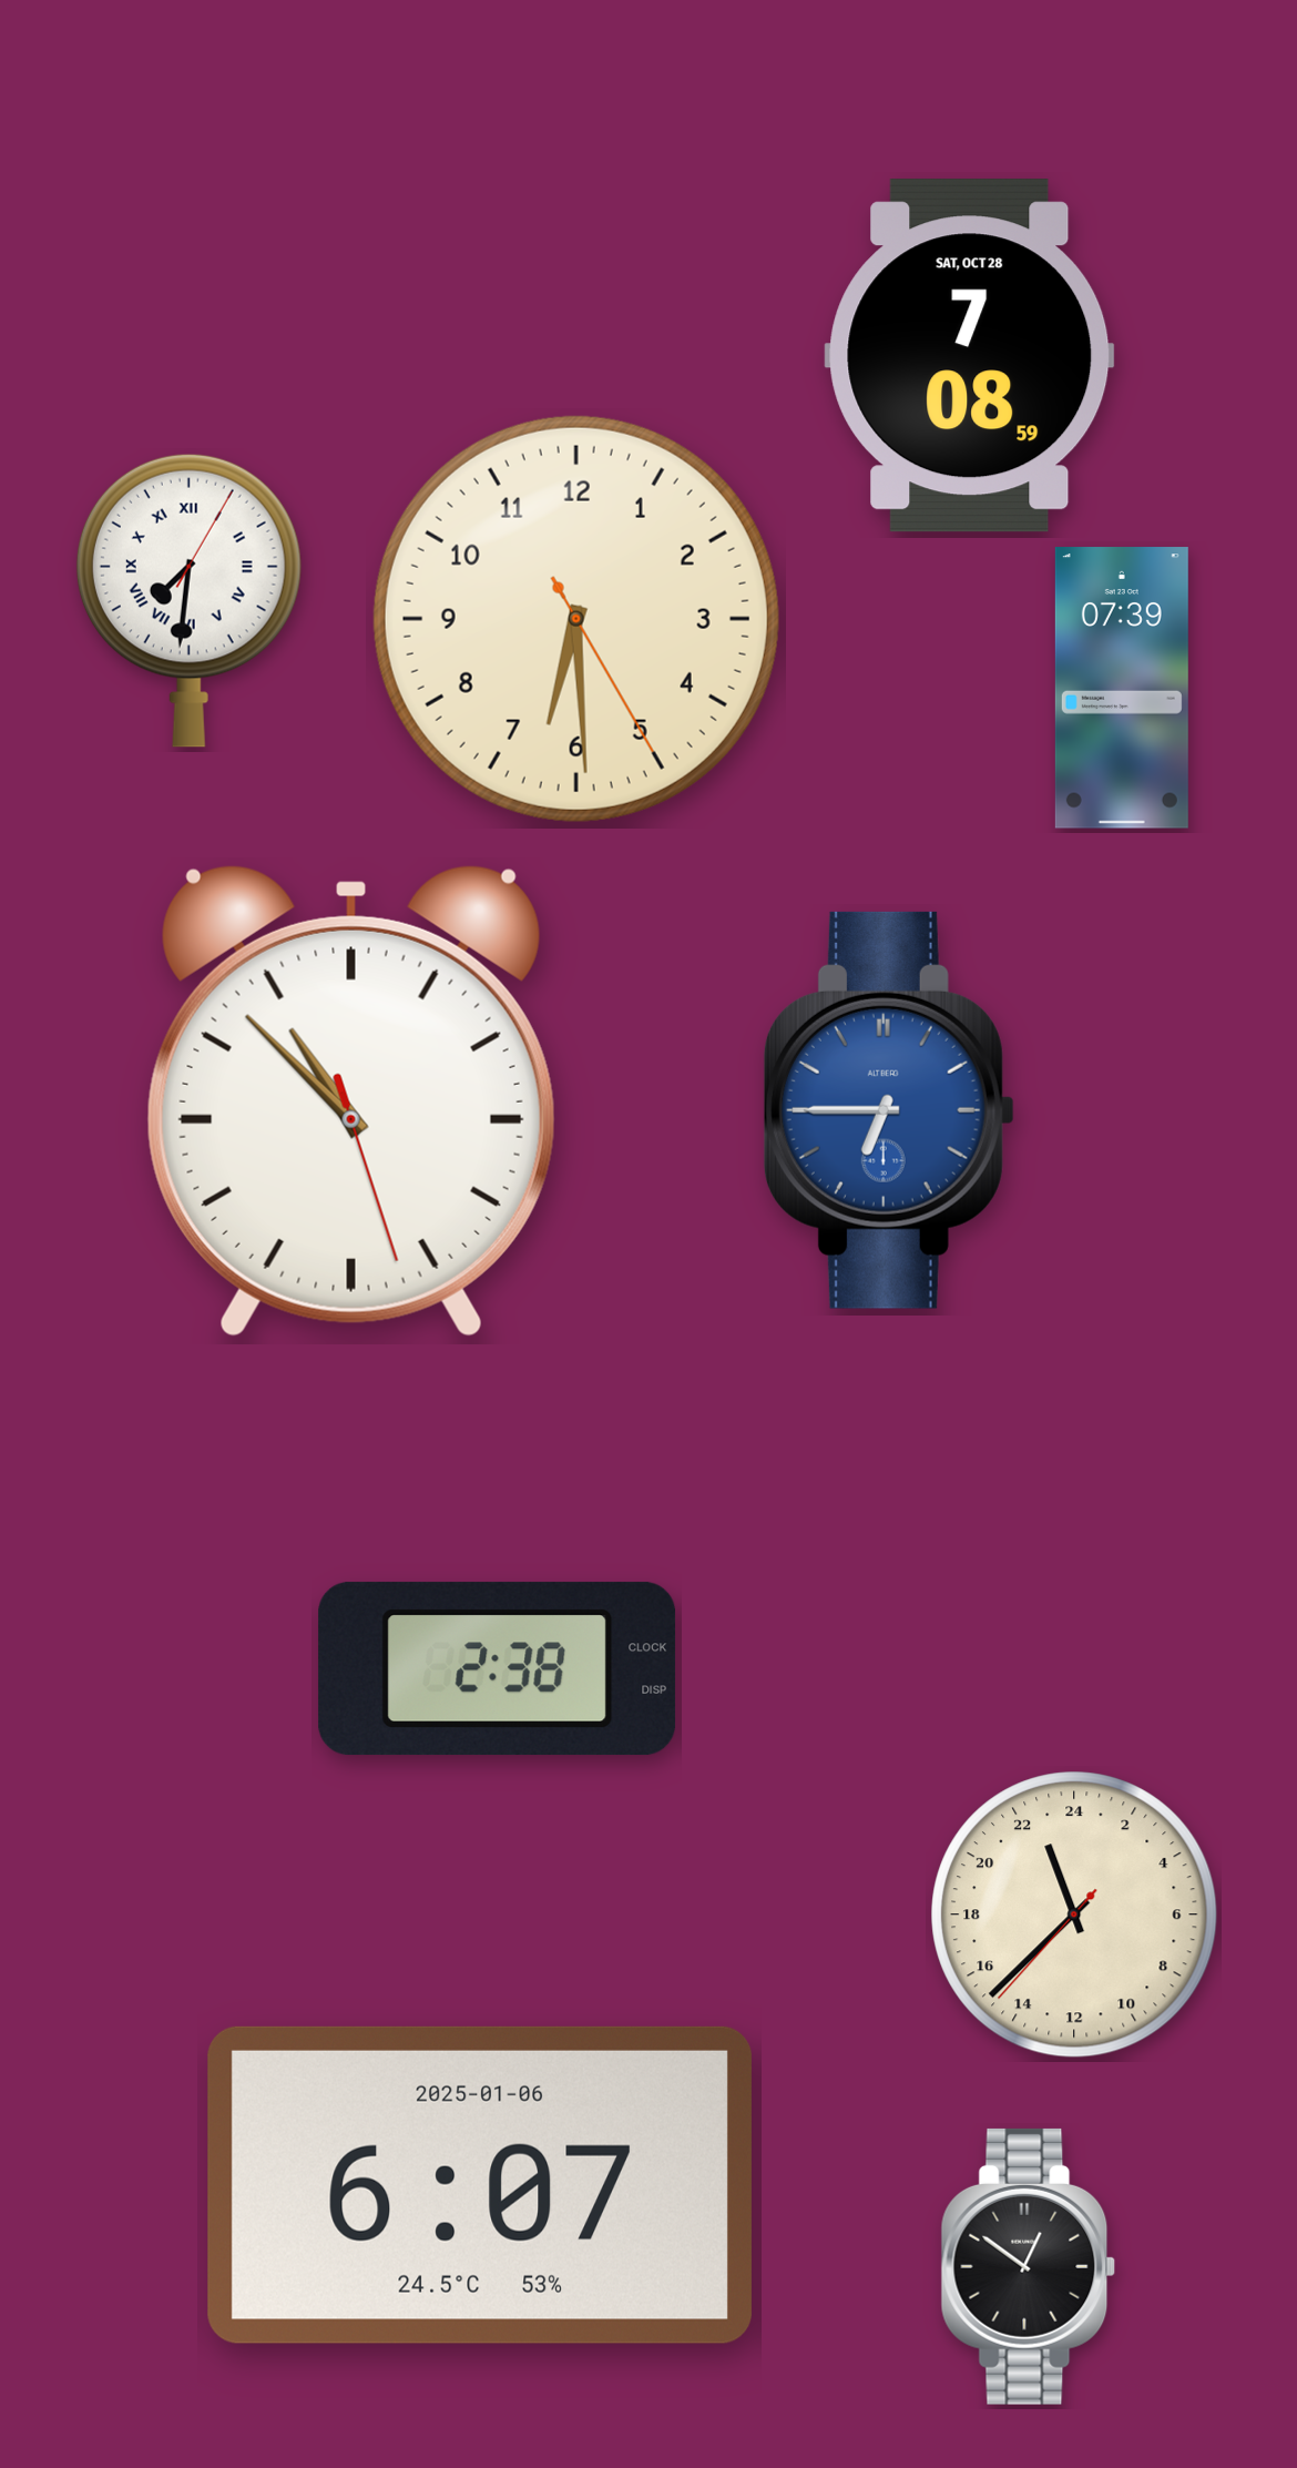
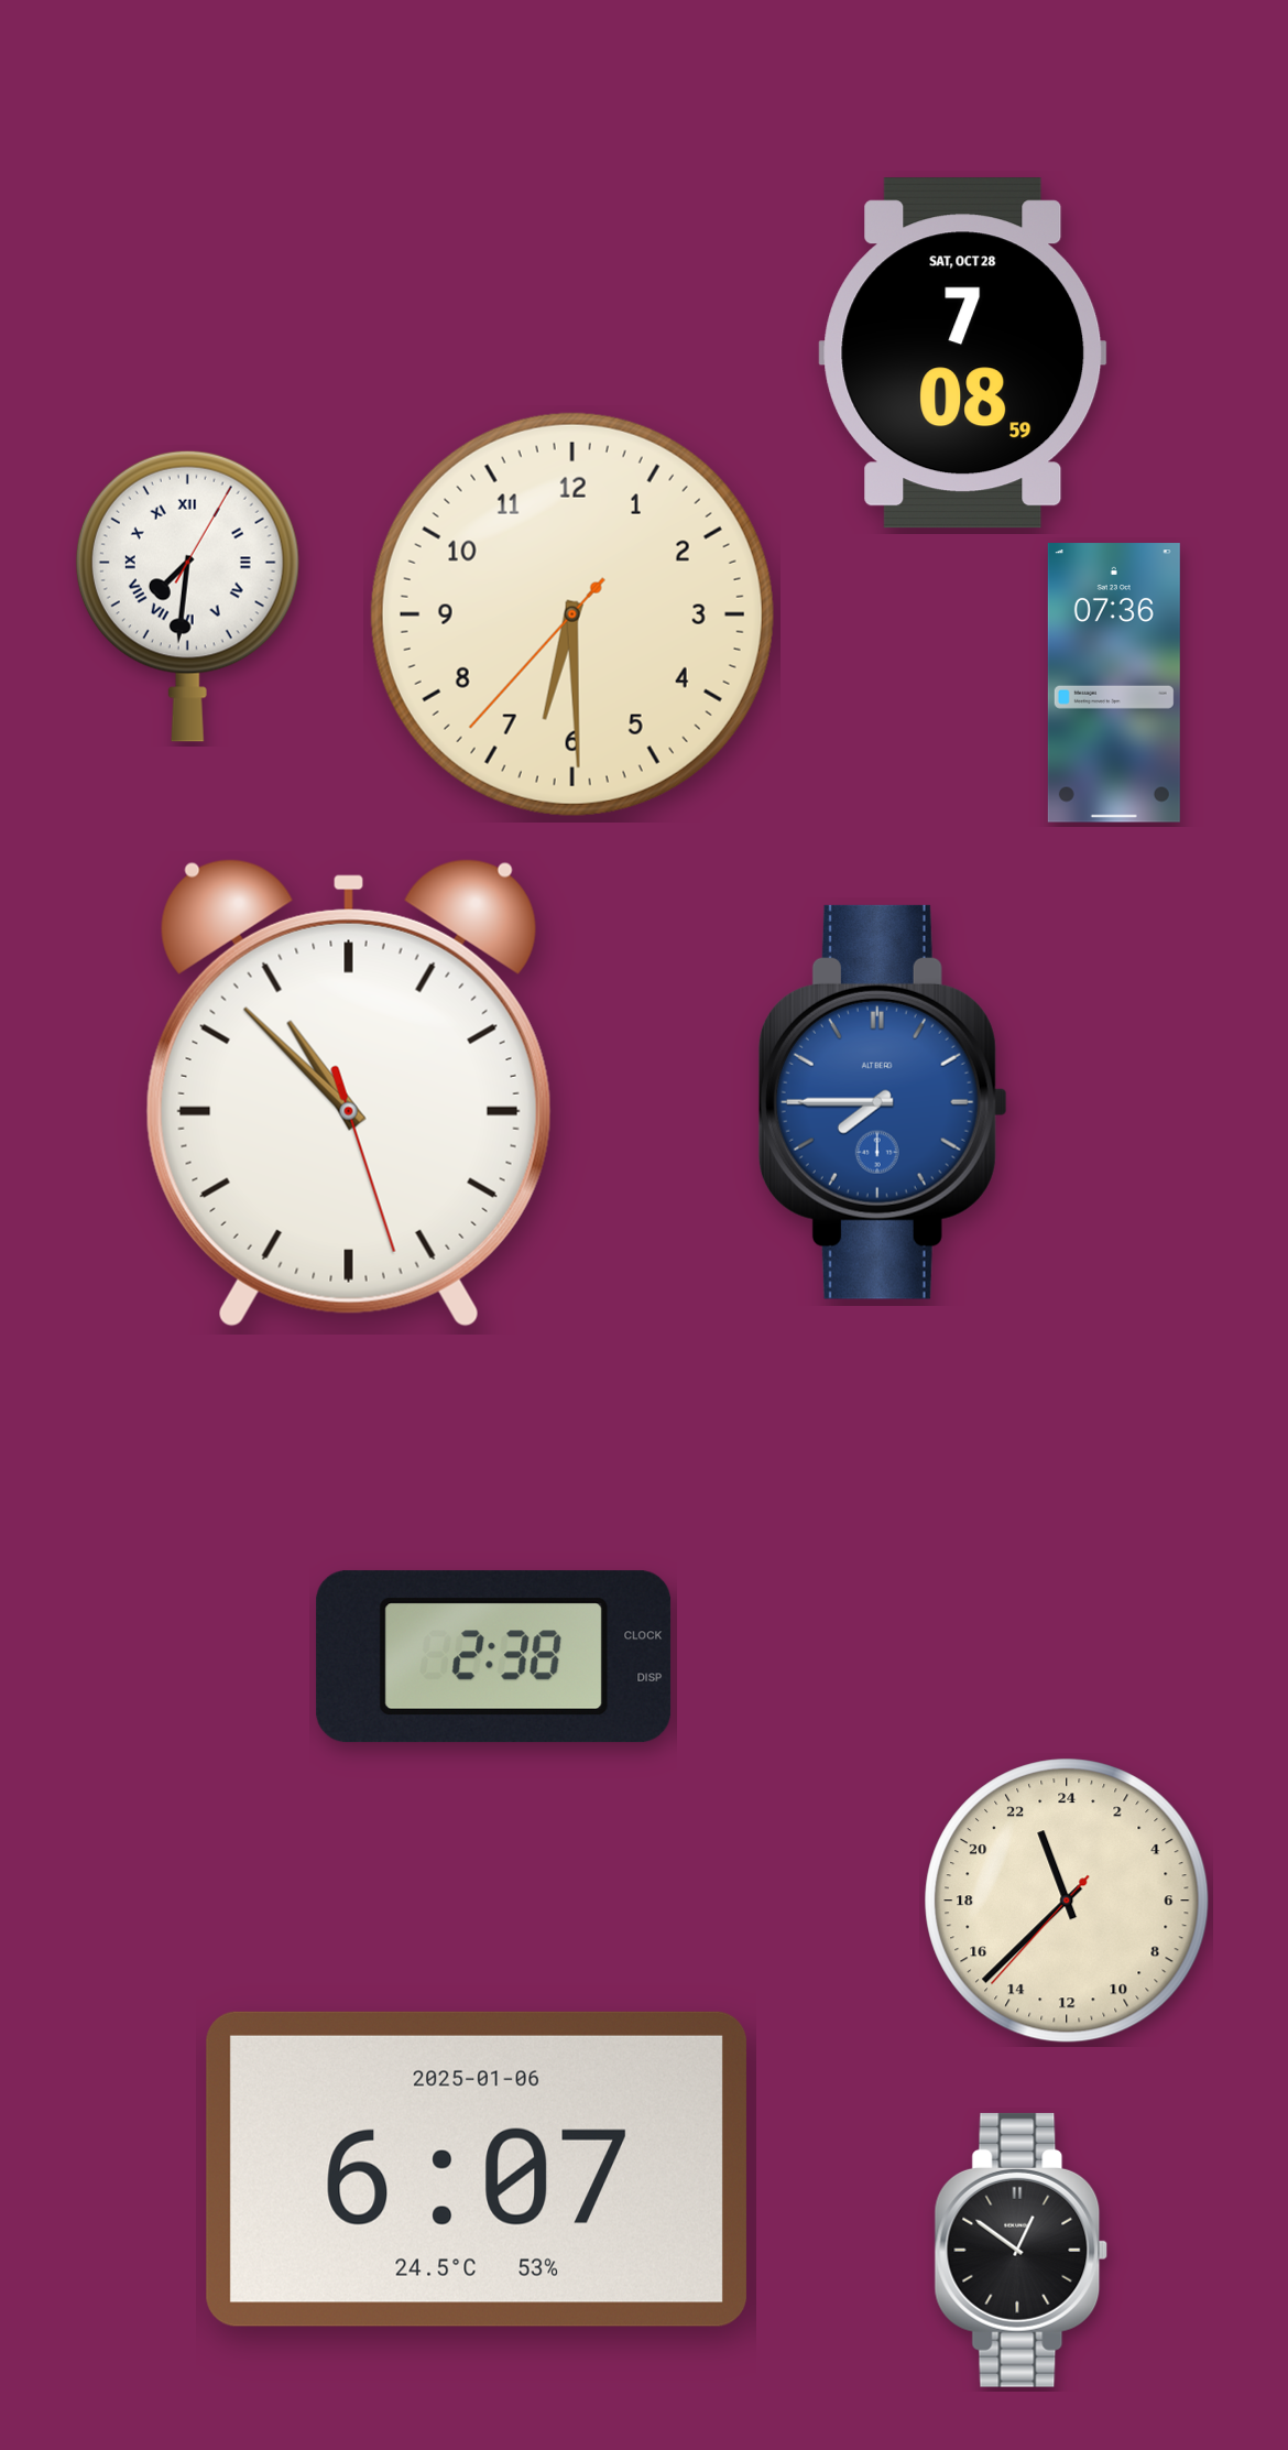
clock at (576, 619): 6:29:25 -> 6:29:37
clock at (1122, 688): 07:39 -> 07:36
clock at (889, 1110): 6:45 -> 7:45
